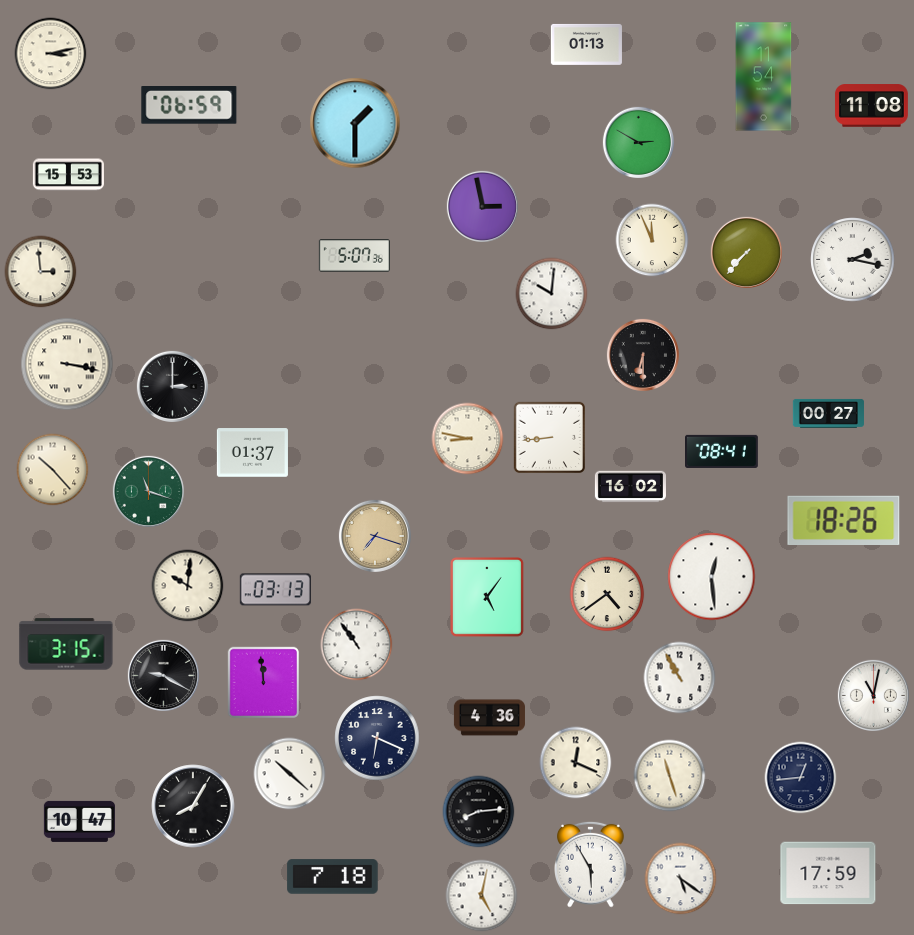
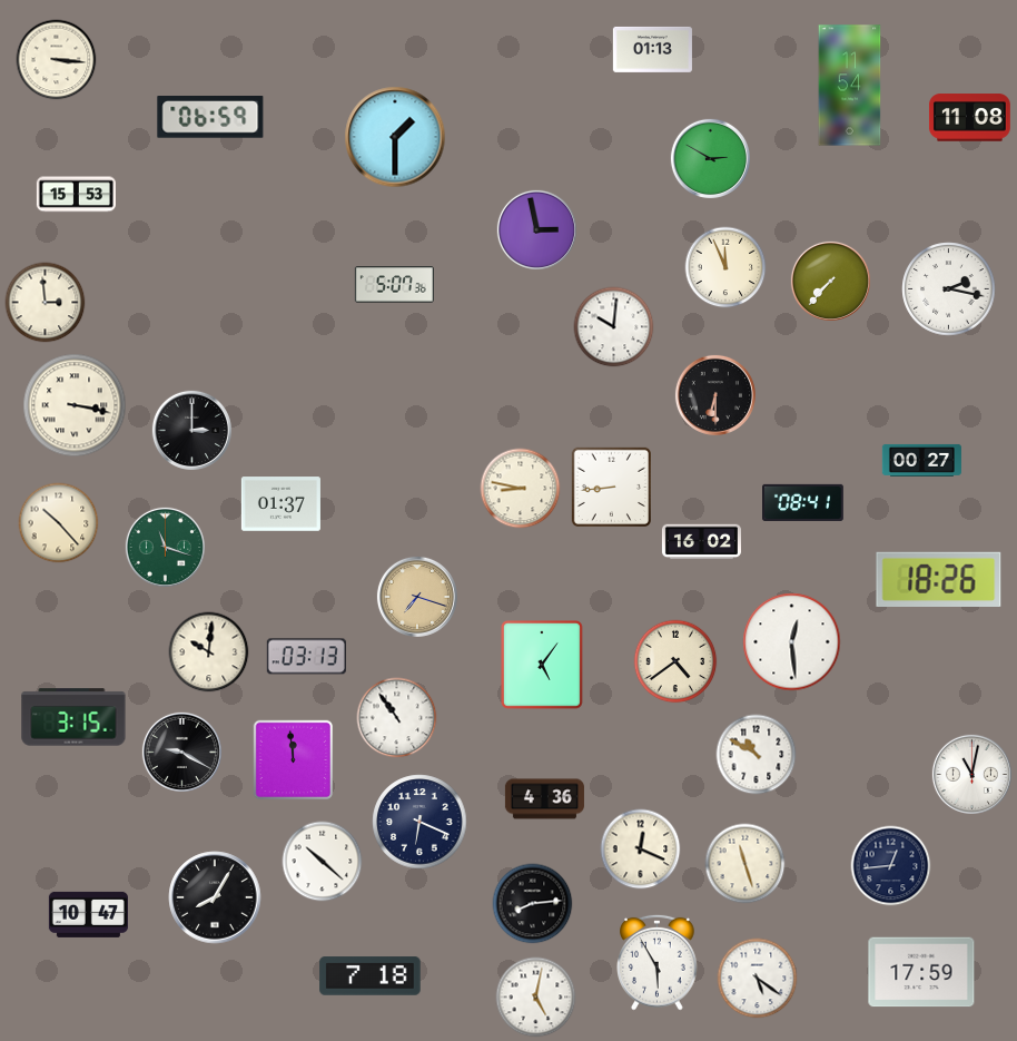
clock at (51, 54): 3:13 -> 3:16
clock at (680, 678): 10:55 -> 10:50
